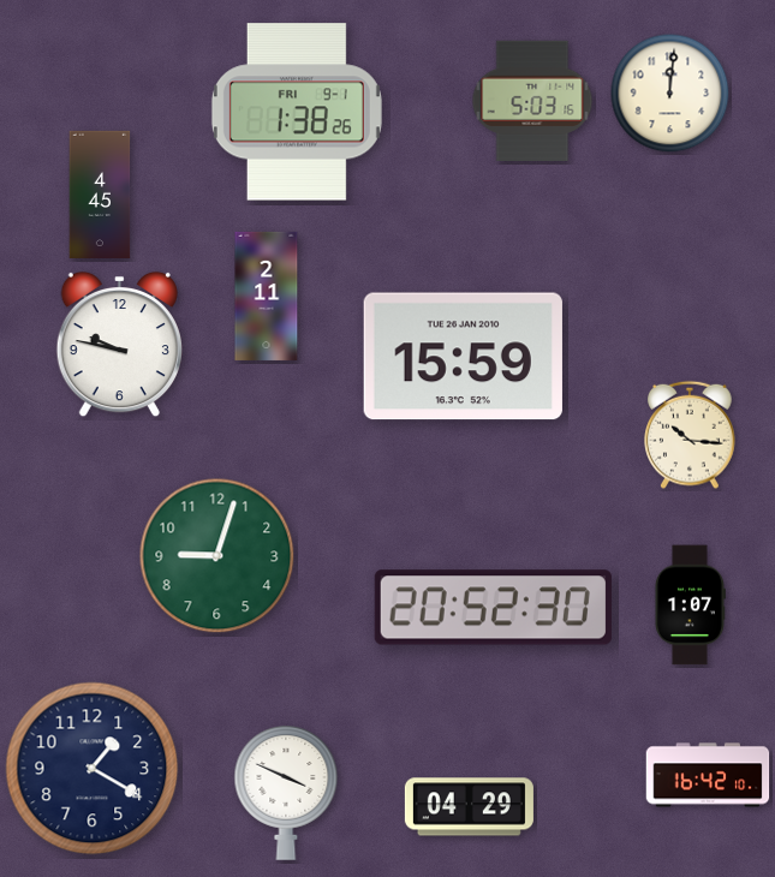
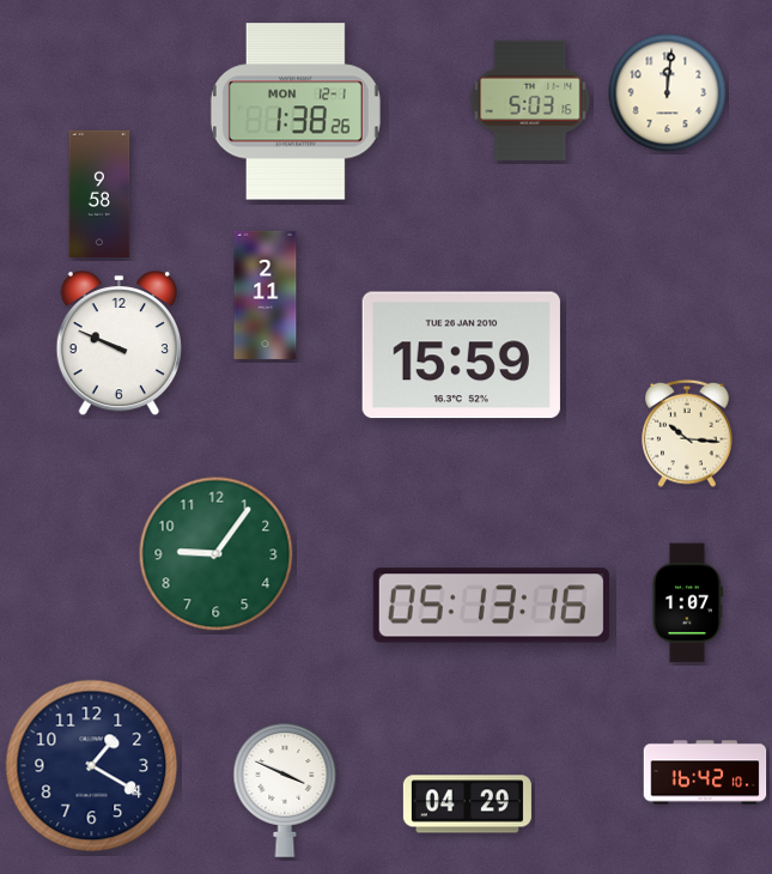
clock at (297, 112) date: FRI 9-1 -> MON 12-1
clock at (100, 195): 4:45 -> 9:58
clock at (119, 345): 9:47 -> 9:49
clock at (217, 556): 9:03 -> 9:06
clock at (493, 608): 20:52 -> 05:13
